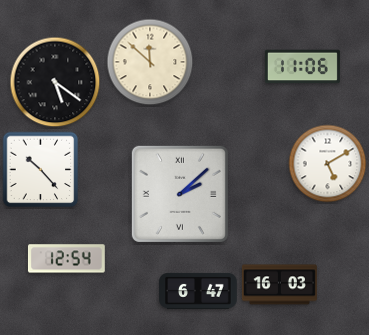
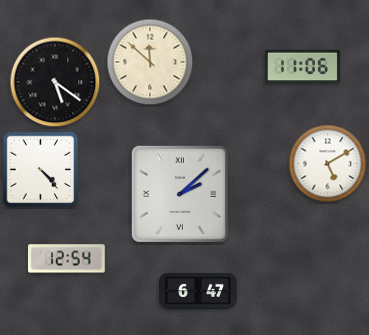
clock at (41, 170): 10:23 -> 4:23
clock at (279, 285): 16:03 -> none
